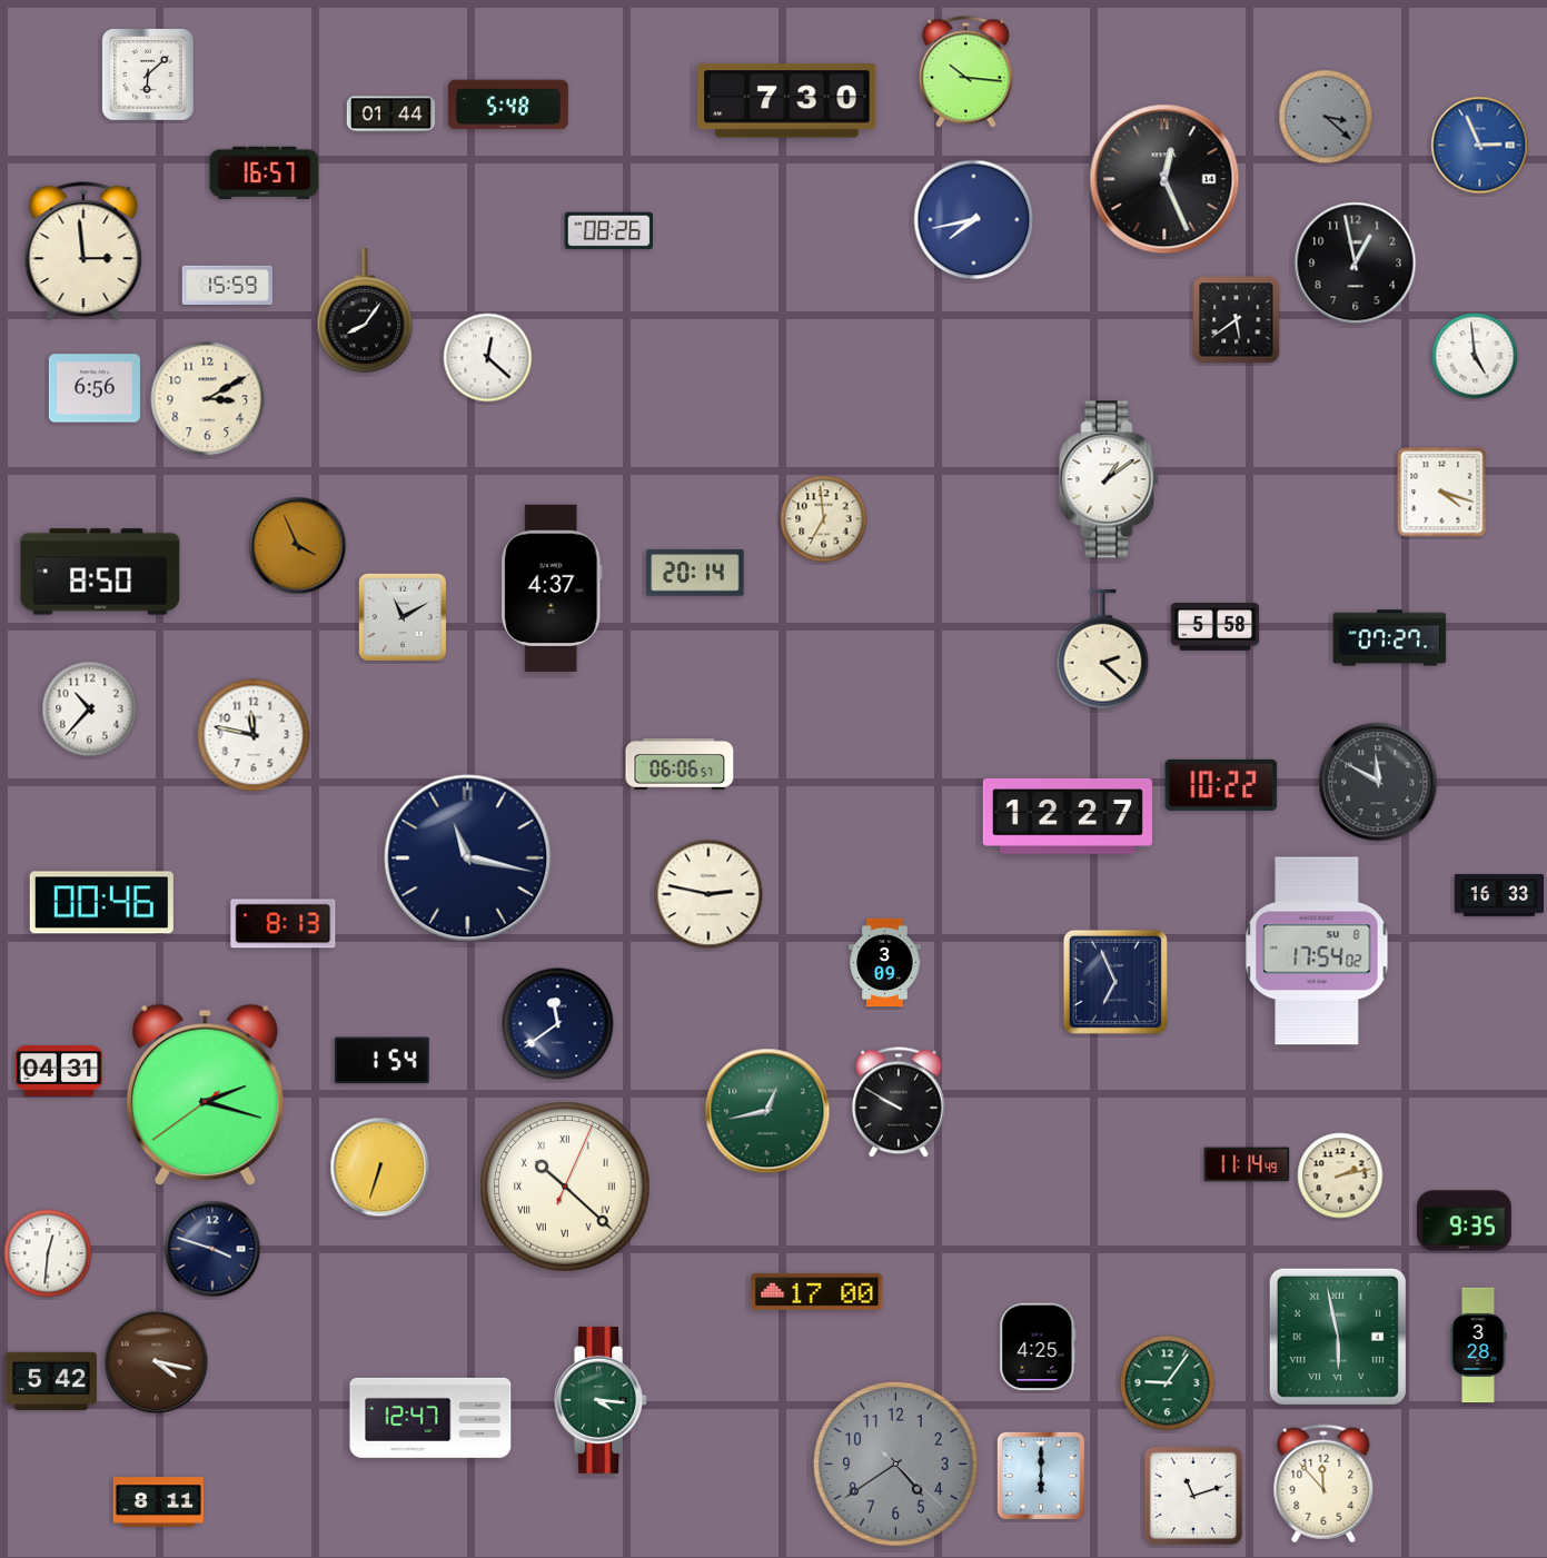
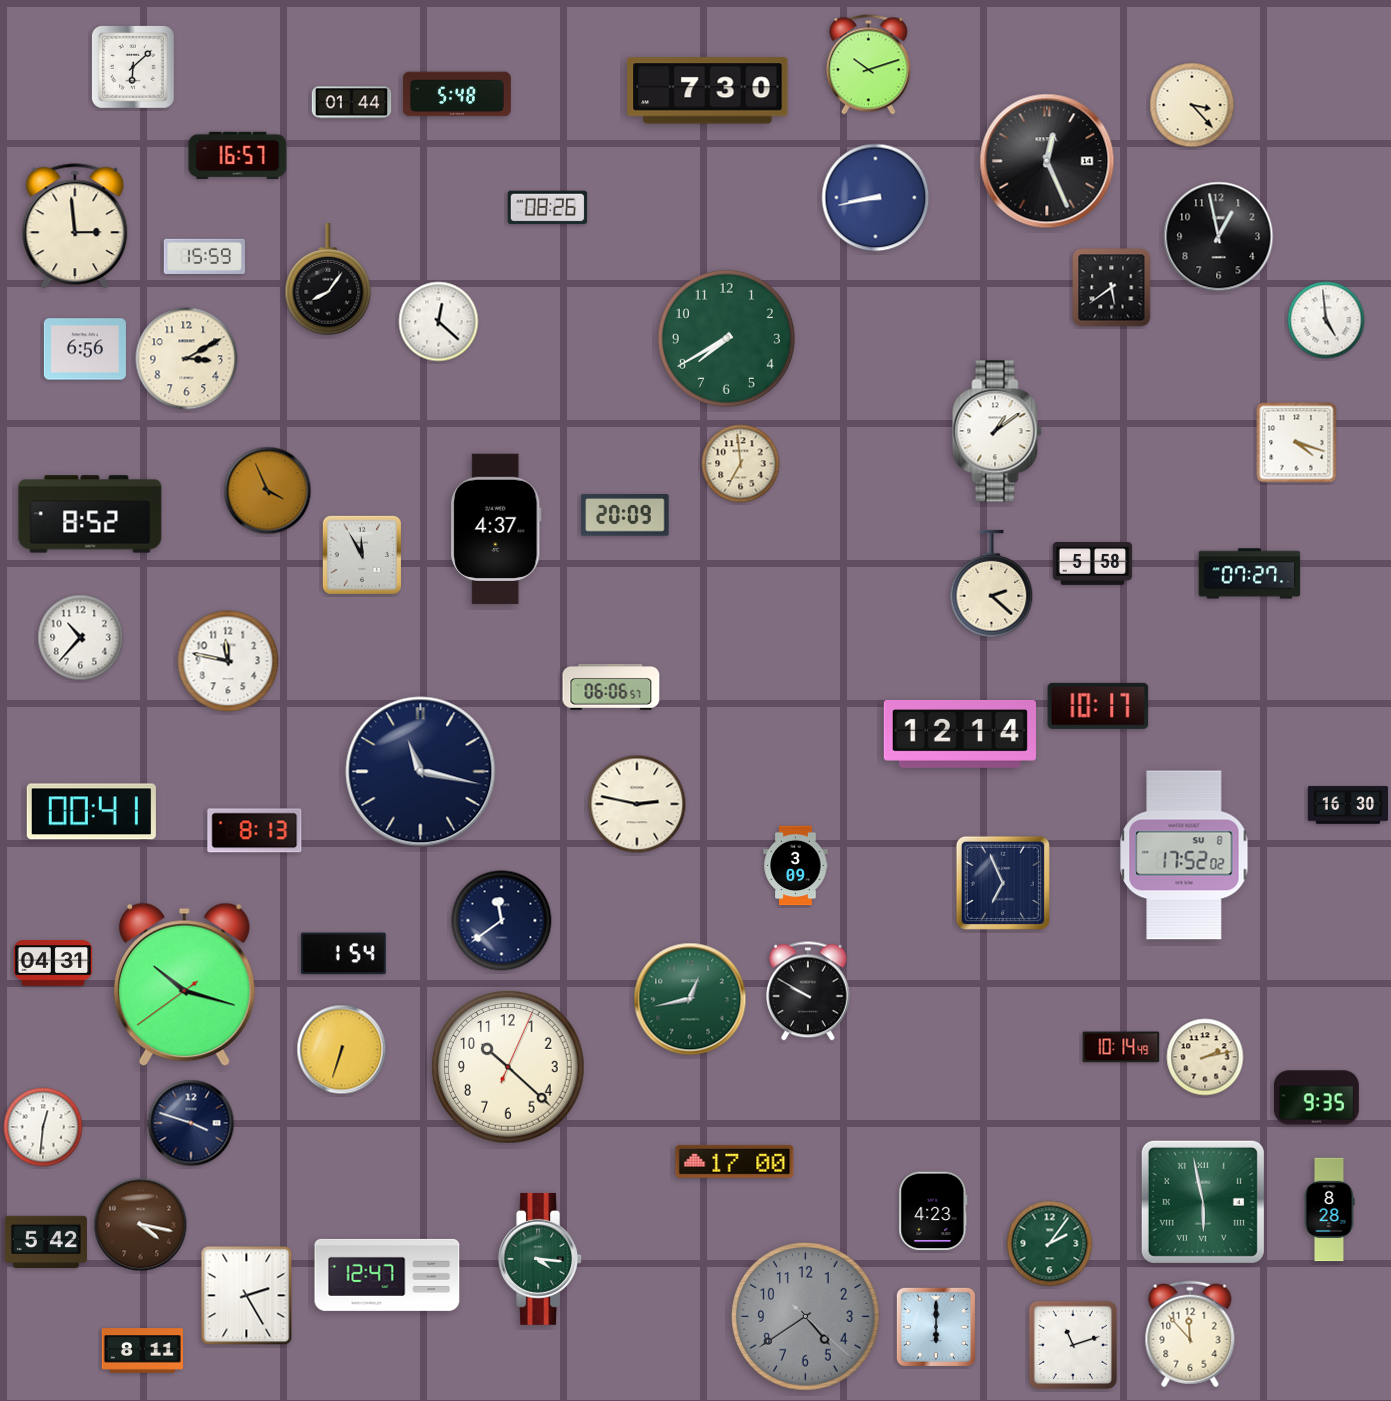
clock at (965, 72): 10:16 -> 10:12
clock at (1326, 117): 3:22 -> 3:23
clock at (1326, 117) dial: grey -> cream
clock at (1480, 146): 2:56 -> none
clock at (974, 220): 7:43 -> 8:43
clock at (726, 338): none -> 7:40
clock at (824, 519) position: (824, 519) -> (741, 464)
clock at (100, 572): 8:50 -> 8:52
clock at (695, 573): 20:14 -> 20:09
clock at (403, 617): 11:10 -> 11:55
clock at (1378, 782): 11:50 -> none
clock at (1221, 785): 10:22 -> 10:17
clock at (1068, 817): 12:27 -> 12:14
clock at (1499, 895): 16:33 -> 16:30
clock at (101, 903): 00:46 -> 00:41
clock at (1317, 951): 17:54 -> 17:52
clock at (205, 1095): 2:17 -> 10:17
clock at (1247, 1164): 11:14 -> 10:14
clock at (565, 1187) numerals: Roman -> Arabic
clock at (1478, 1346): 3:28 -> 8:28
clock at (1038, 1347): 4:25 -> 4:23
clock at (1168, 1383): 9:06 -> 2:06
clock at (247, 1296): none -> 2:25
